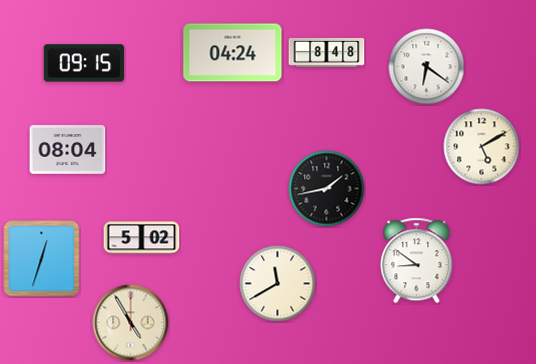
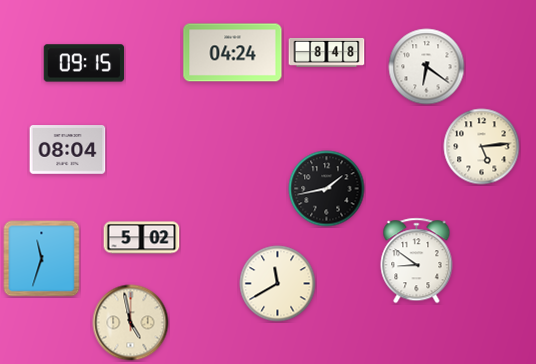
clock at (482, 147): 5:10 -> 5:14
clock at (42, 259): 12:33 -> 11:33
clock at (131, 323): 4:55 -> 4:58
